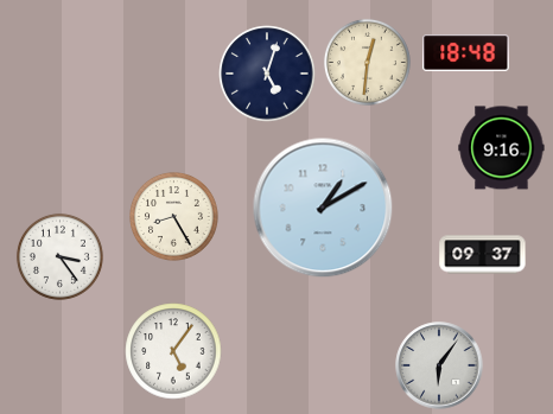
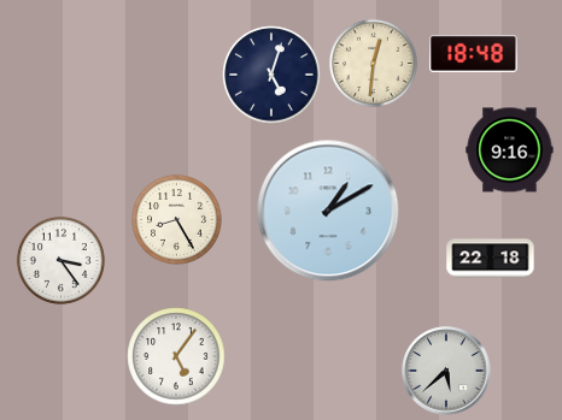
clock at (483, 255): 09:37 -> 22:18
clock at (439, 365): 6:06 -> 5:38
